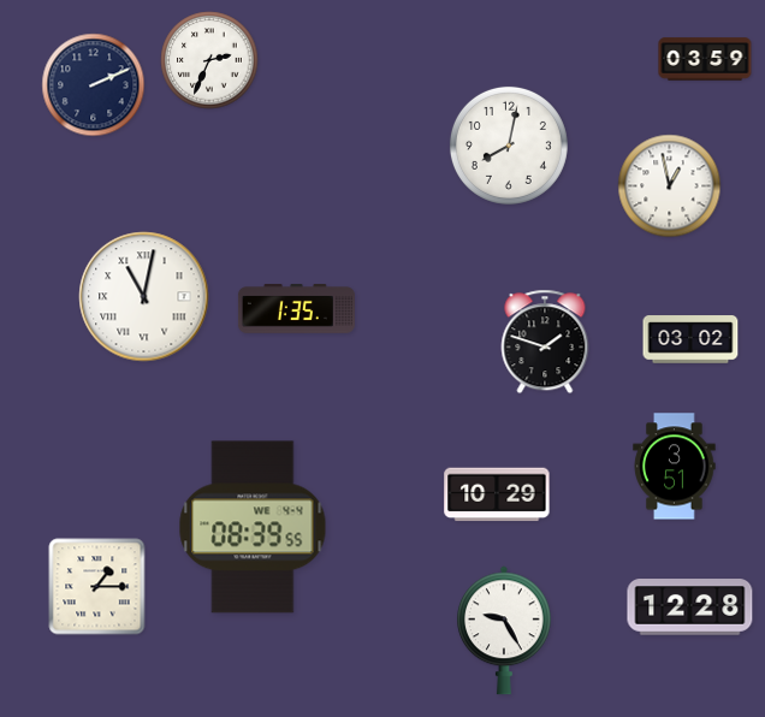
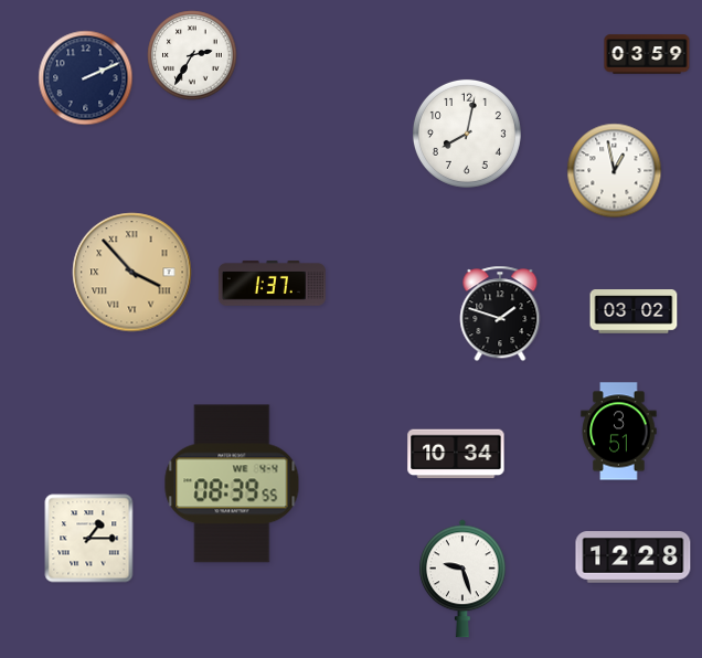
clock at (209, 60): 2:34 -> 2:35
clock at (144, 297): 11:02 -> 3:53
clock at (144, 297) dial: white -> champagne
clock at (296, 309): 1:35 -> 1:37
clock at (675, 467) position: (675, 467) -> (619, 432)
clock at (497, 494): 10:29 -> 10:34
clock at (505, 630): 9:25 -> 9:27
